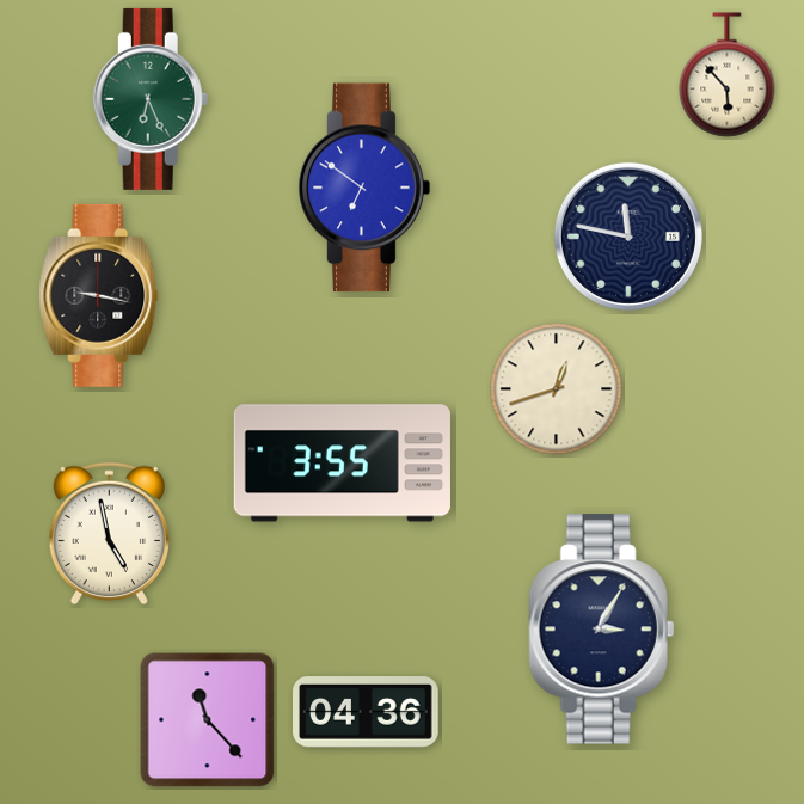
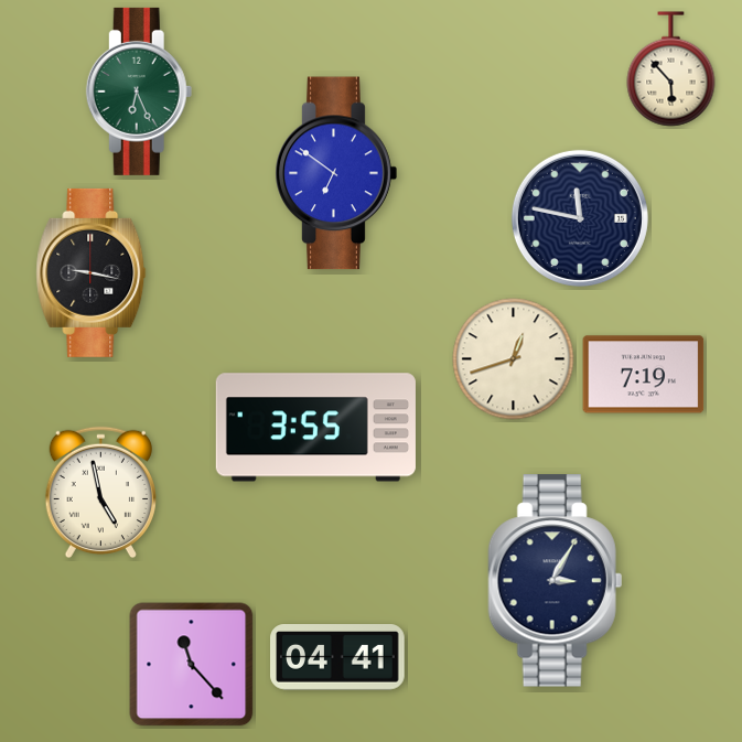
clock at (644, 375): none -> 7:19
clock at (367, 712): 04:36 -> 04:41
